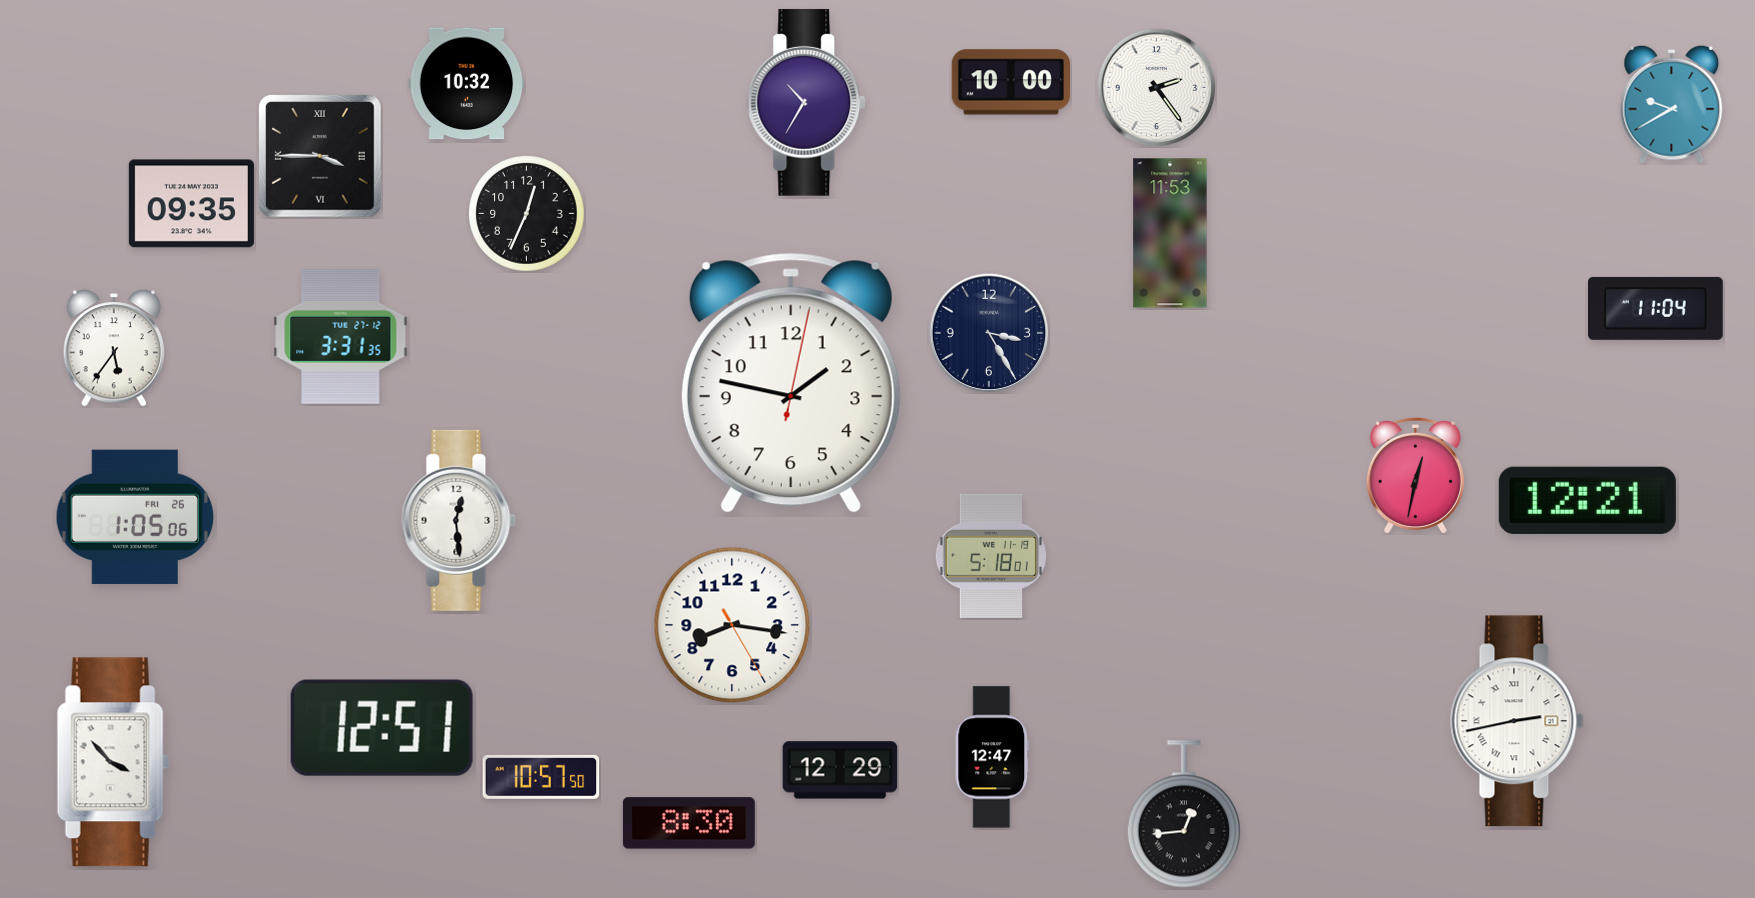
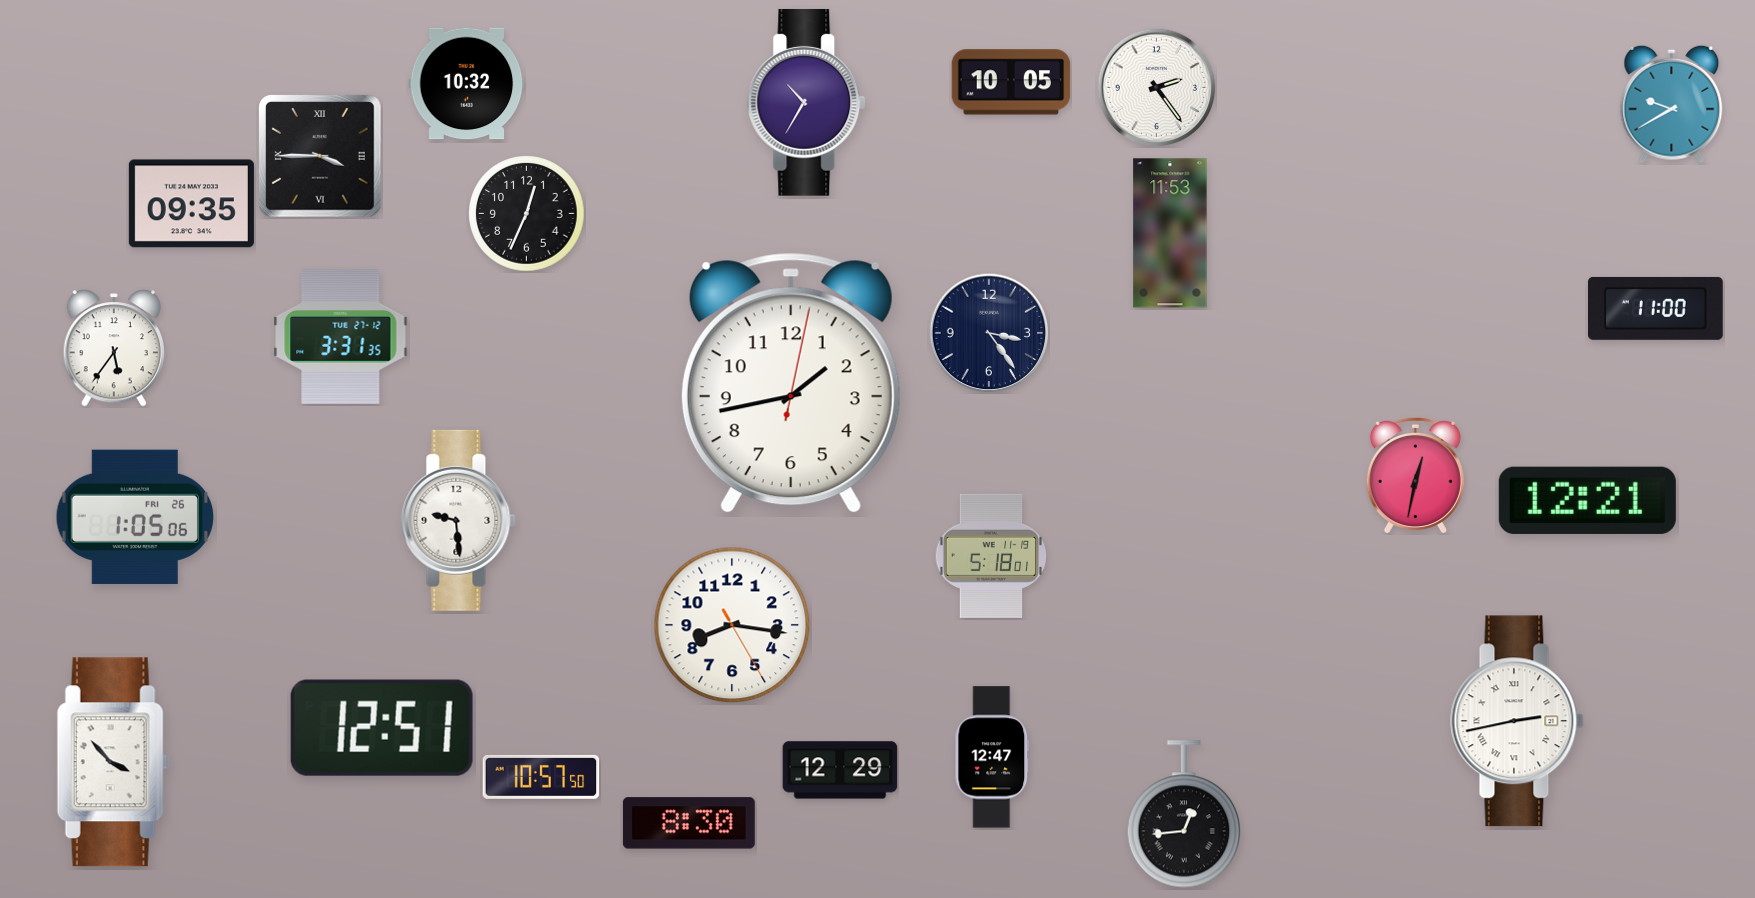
clock at (1011, 82): 10:00 -> 10:05
clock at (1656, 308): 11:04 -> 11:00
clock at (989, 333): 3:25 -> 3:24
clock at (791, 383): 1:47 -> 1:43
clock at (459, 520): 12:29 -> 9:29
